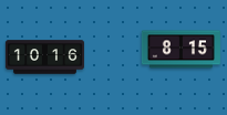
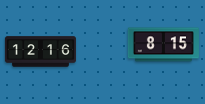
clock at (44, 57): 10:16 -> 12:16
